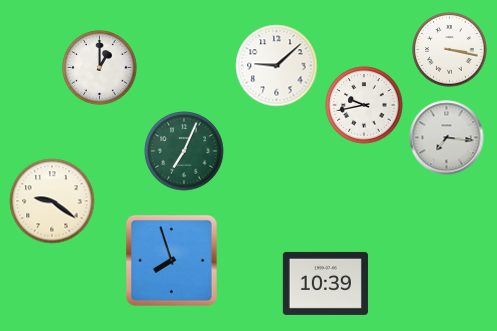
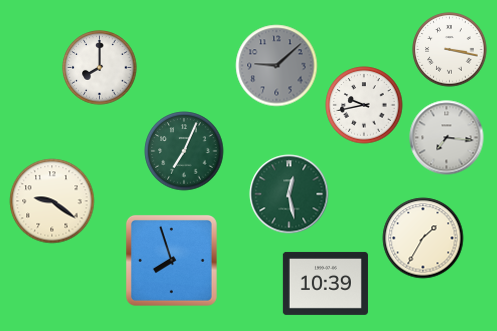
clock at (277, 66) dial: white -> grey
clock at (100, 68): 1:00 -> 8:00
clock at (289, 194): none -> 12:28
clock at (423, 238): none -> 1:35
